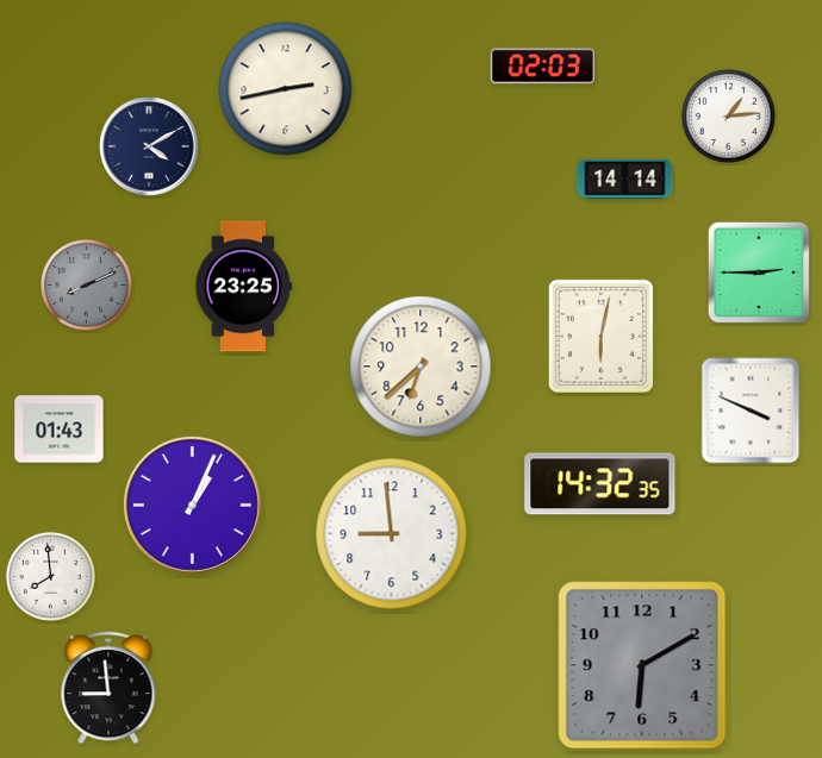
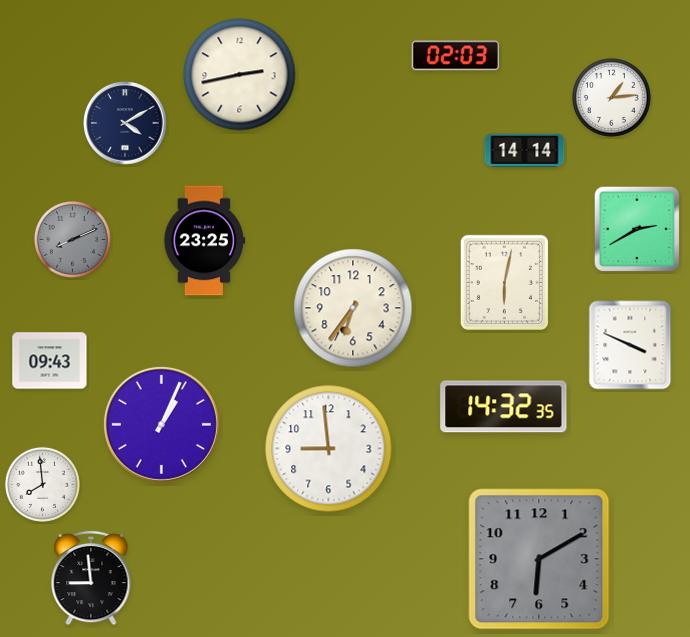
clock at (759, 272): 2:45 -> 2:40
clock at (421, 367): 6:38 -> 6:36
clock at (60, 430): 01:43 -> 09:43
